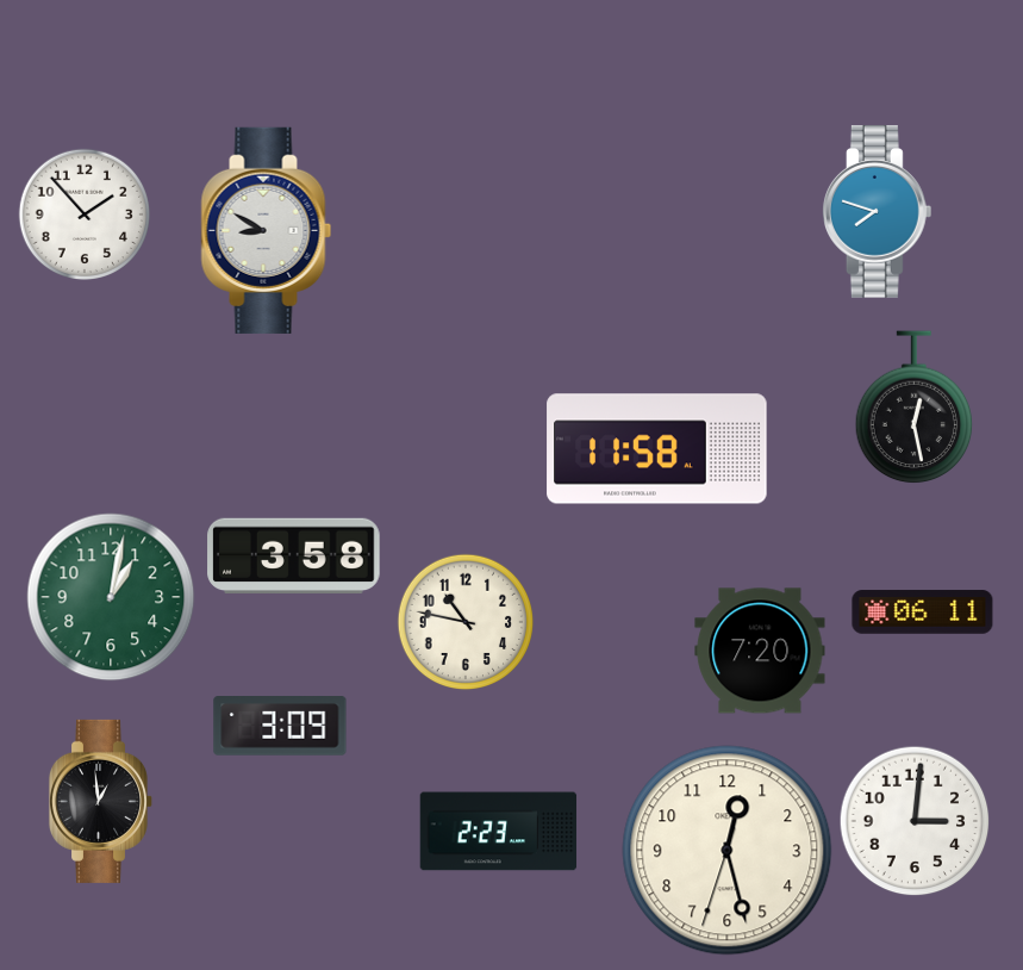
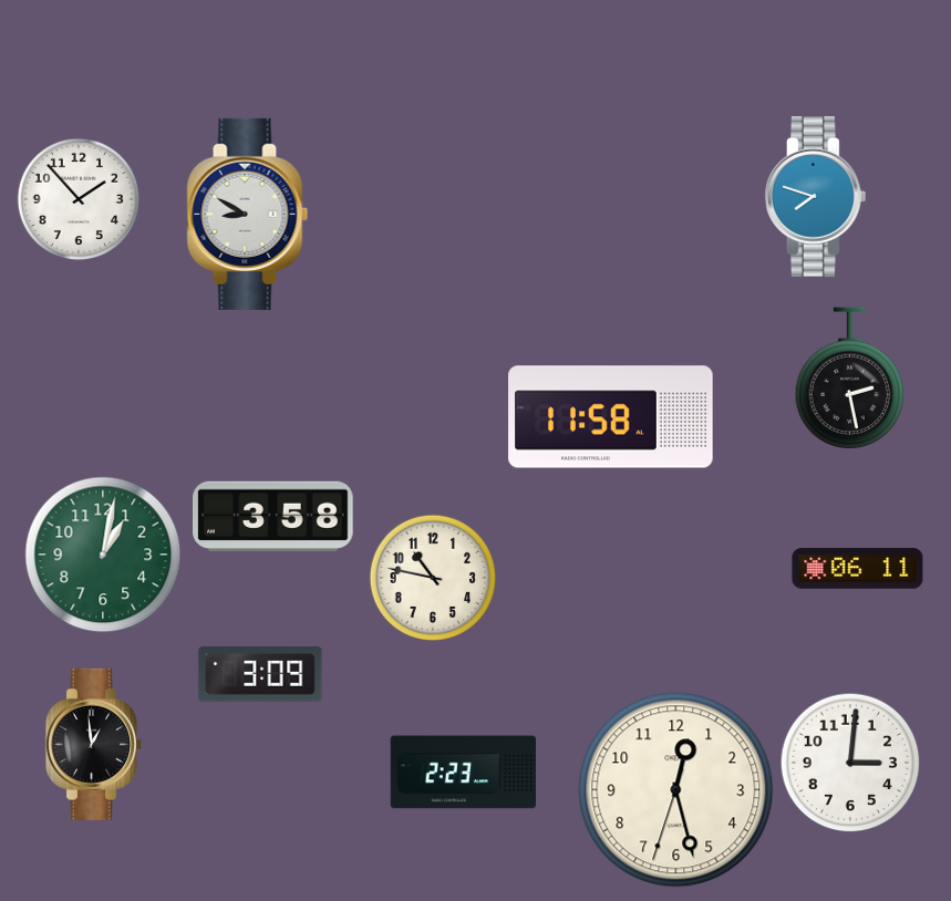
clock at (915, 408): 12:28 -> 2:28
clock at (760, 651): 7:20 -> none
